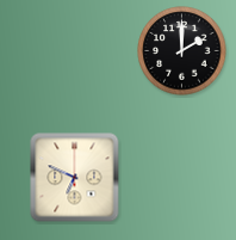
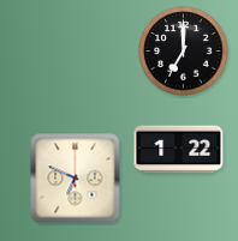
clock at (182, 51): 2:00 -> 7:00
clock at (179, 150): none -> 1:22
